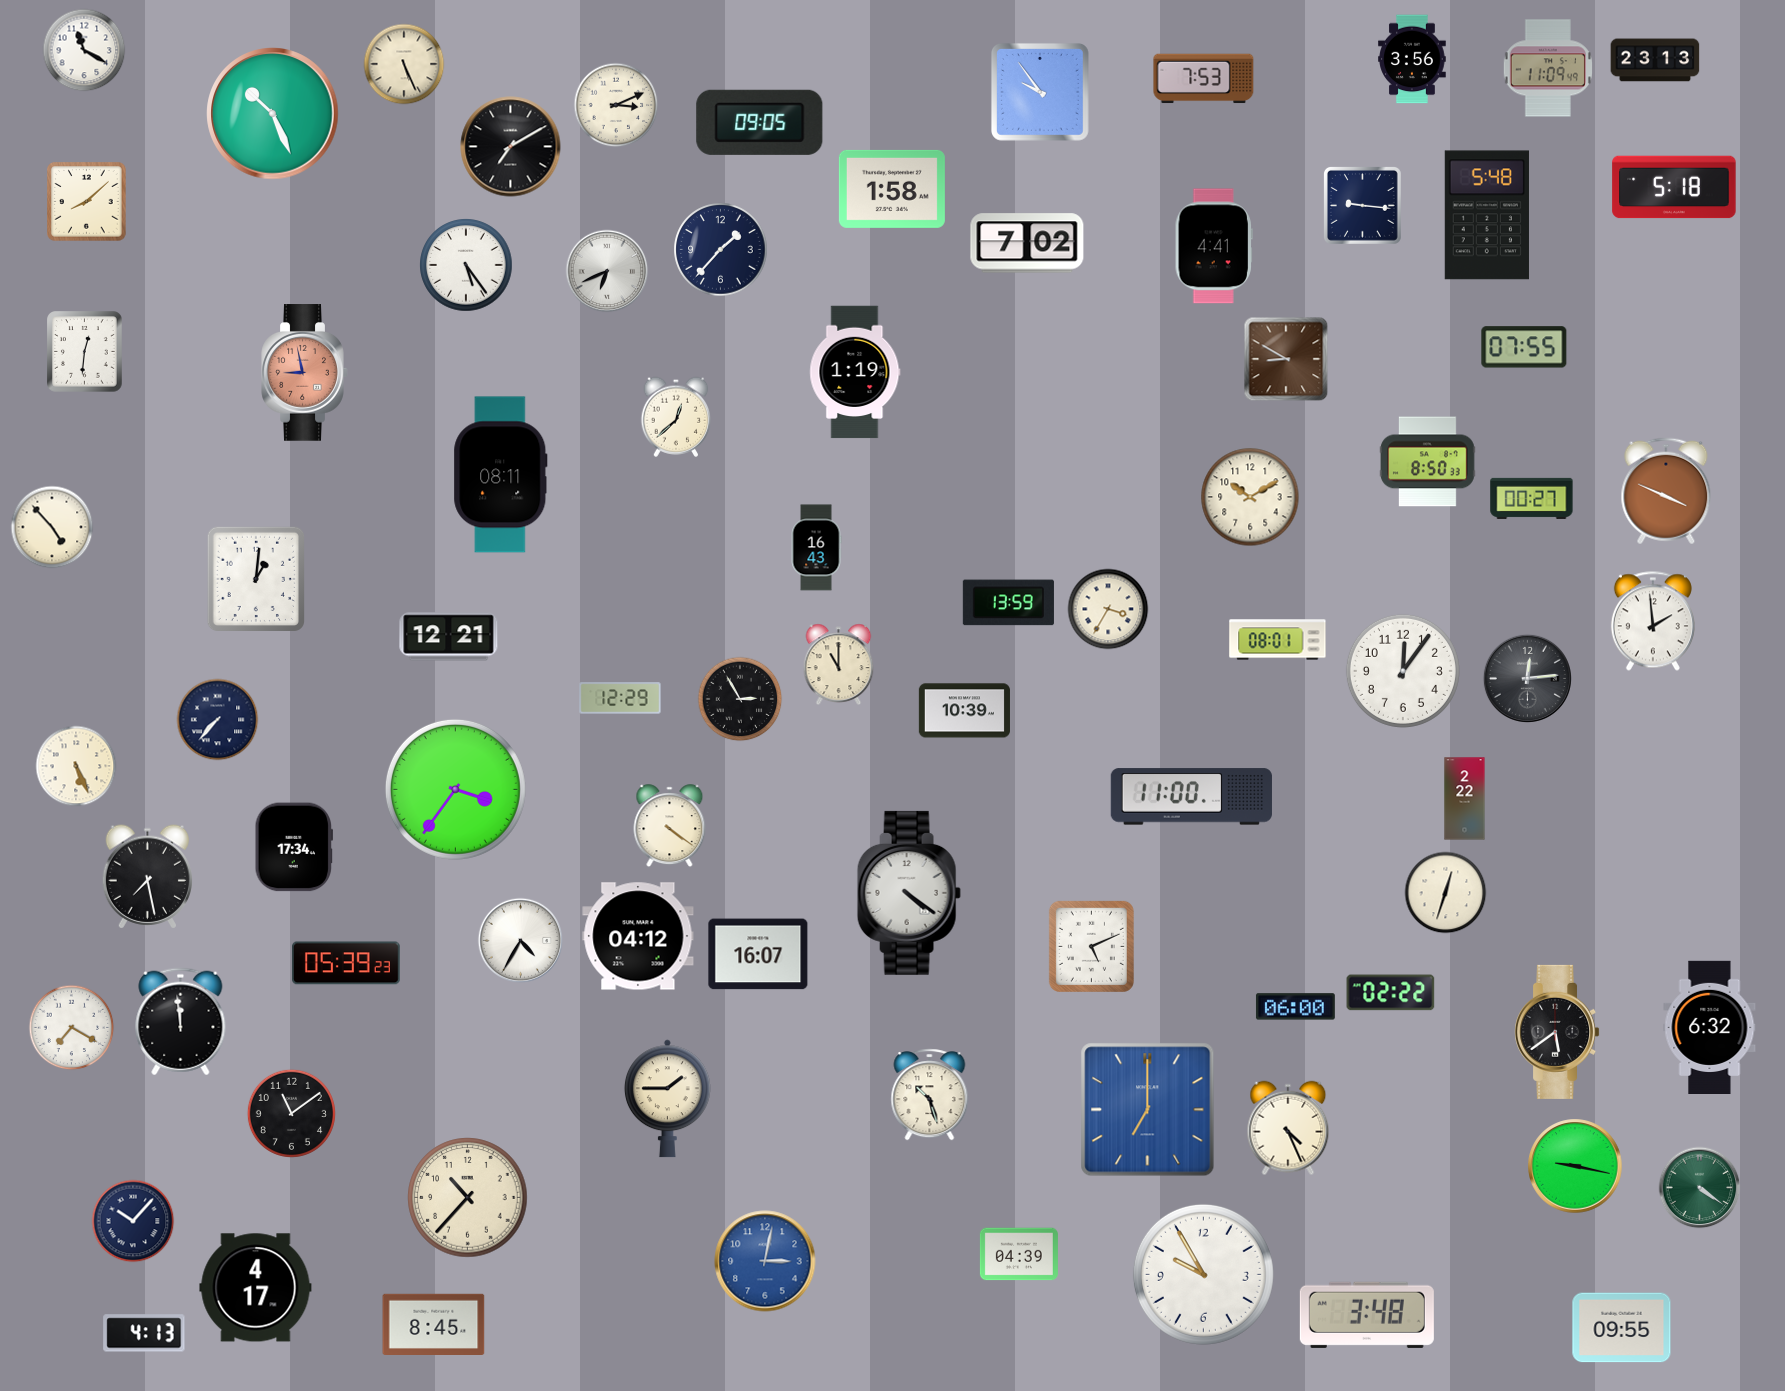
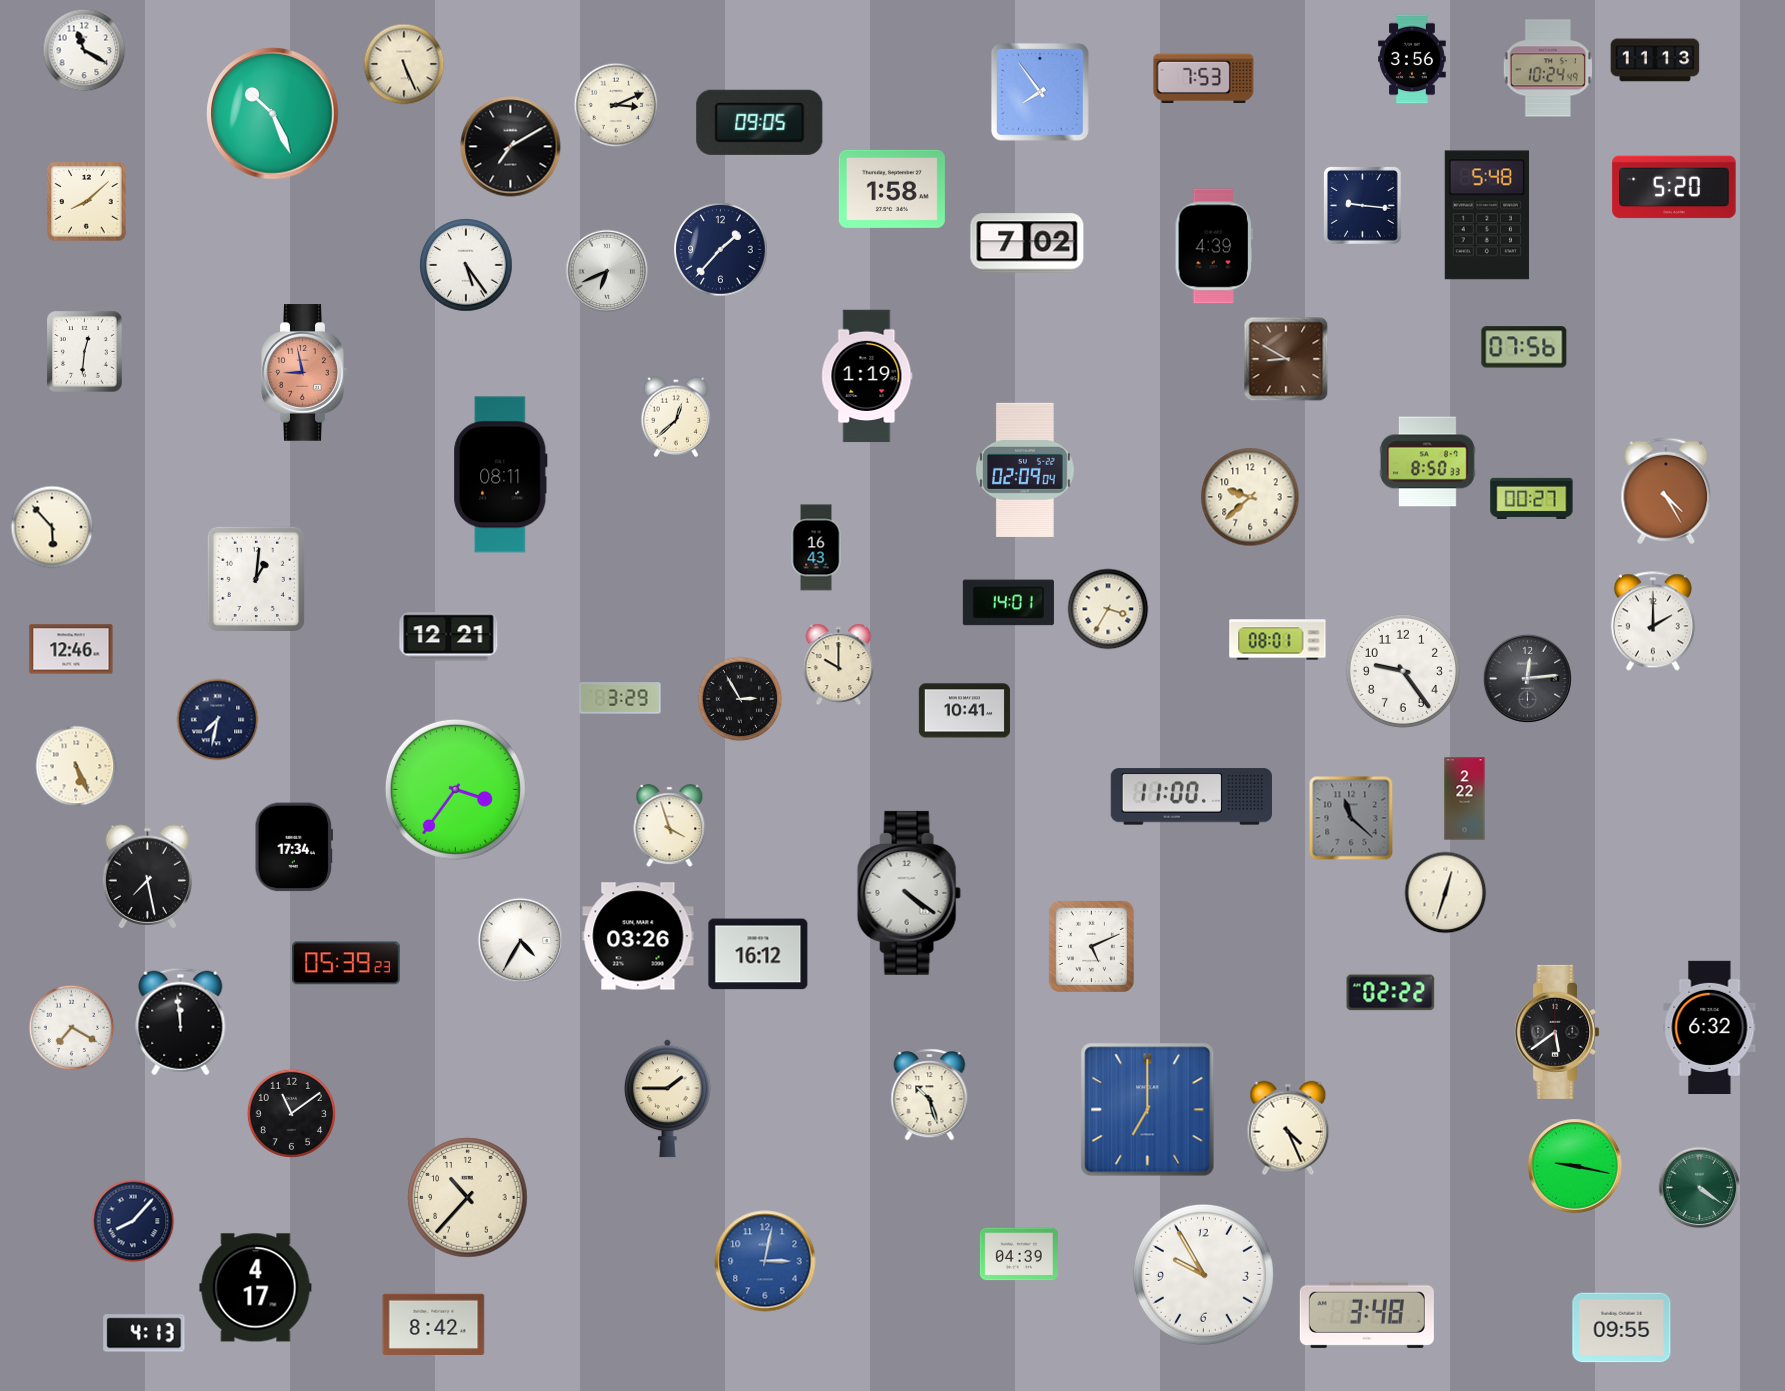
clock at (1655, 60): 23:13 -> 11:13
clock at (1548, 68): 11:09 -> 10:24
clock at (1040, 92): 9:54 -> 7:54
clock at (1674, 187): 5:18 -> 5:20
clock at (1214, 246): 4:41 -> 4:39
clock at (1524, 347): 07:55 -> 07:56
clock at (855, 372) position: (855, 372) -> (867, 376)
clock at (1026, 470): none -> 02:09
clock at (1666, 491): 3:49 -> 4:25
clock at (1250, 497): 10:10 -> 9:38
clock at (52, 527): 4:53 -> 5:53
clock at (1008, 603): 13:59 -> 14:01
clock at (1653, 621): 1:59 -> 2:00
clock at (71, 649): none -> 12:46
clock at (839, 664): 11:00 -> 10:00
clock at (1403, 671): 12:06 -> 9:24
clock at (620, 698): 12:29 -> 3:29
clock at (964, 711): 10:39 -> 10:41
clock at (218, 720): 7:37 -> 7:32
clock at (1351, 818): none -> 11:22
clock at (670, 826): 4:21 -> 3:57
clock at (638, 936): 04:12 -> 03:26
clock at (758, 954): 16:07 -> 16:12
clock at (1295, 1007): 06:00 -> none
clock at (133, 1221): 10:07 -> 8:07
clock at (434, 1325): 8:45 -> 8:42
